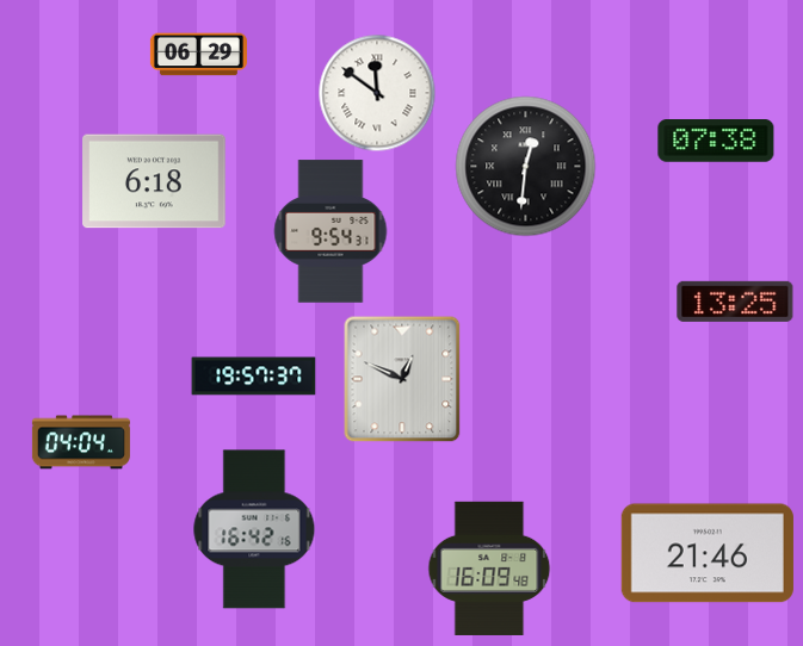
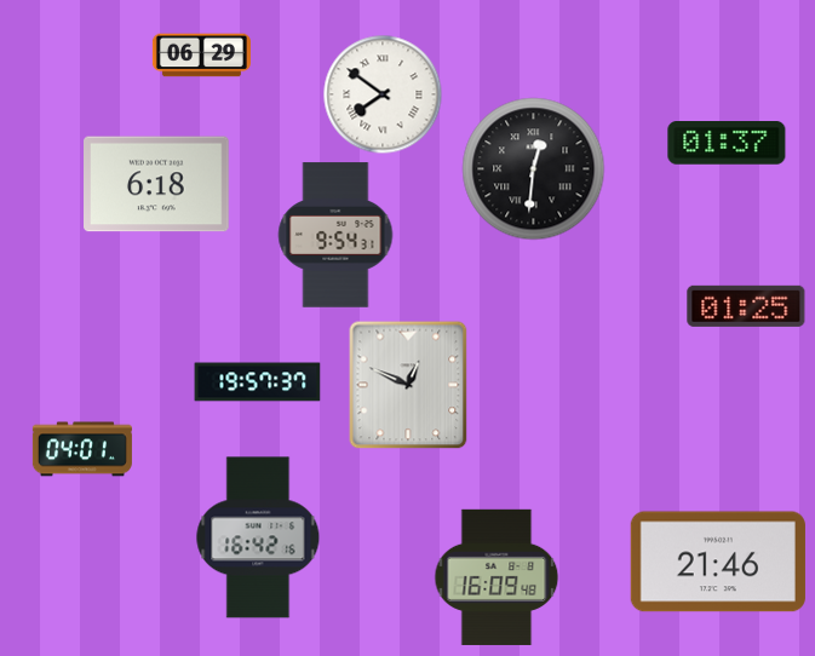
clock at (377, 93): 11:51 -> 7:51
clock at (716, 142): 07:38 -> 01:37
clock at (735, 302): 13:25 -> 01:25
clock at (81, 442): 04:04 -> 04:01
